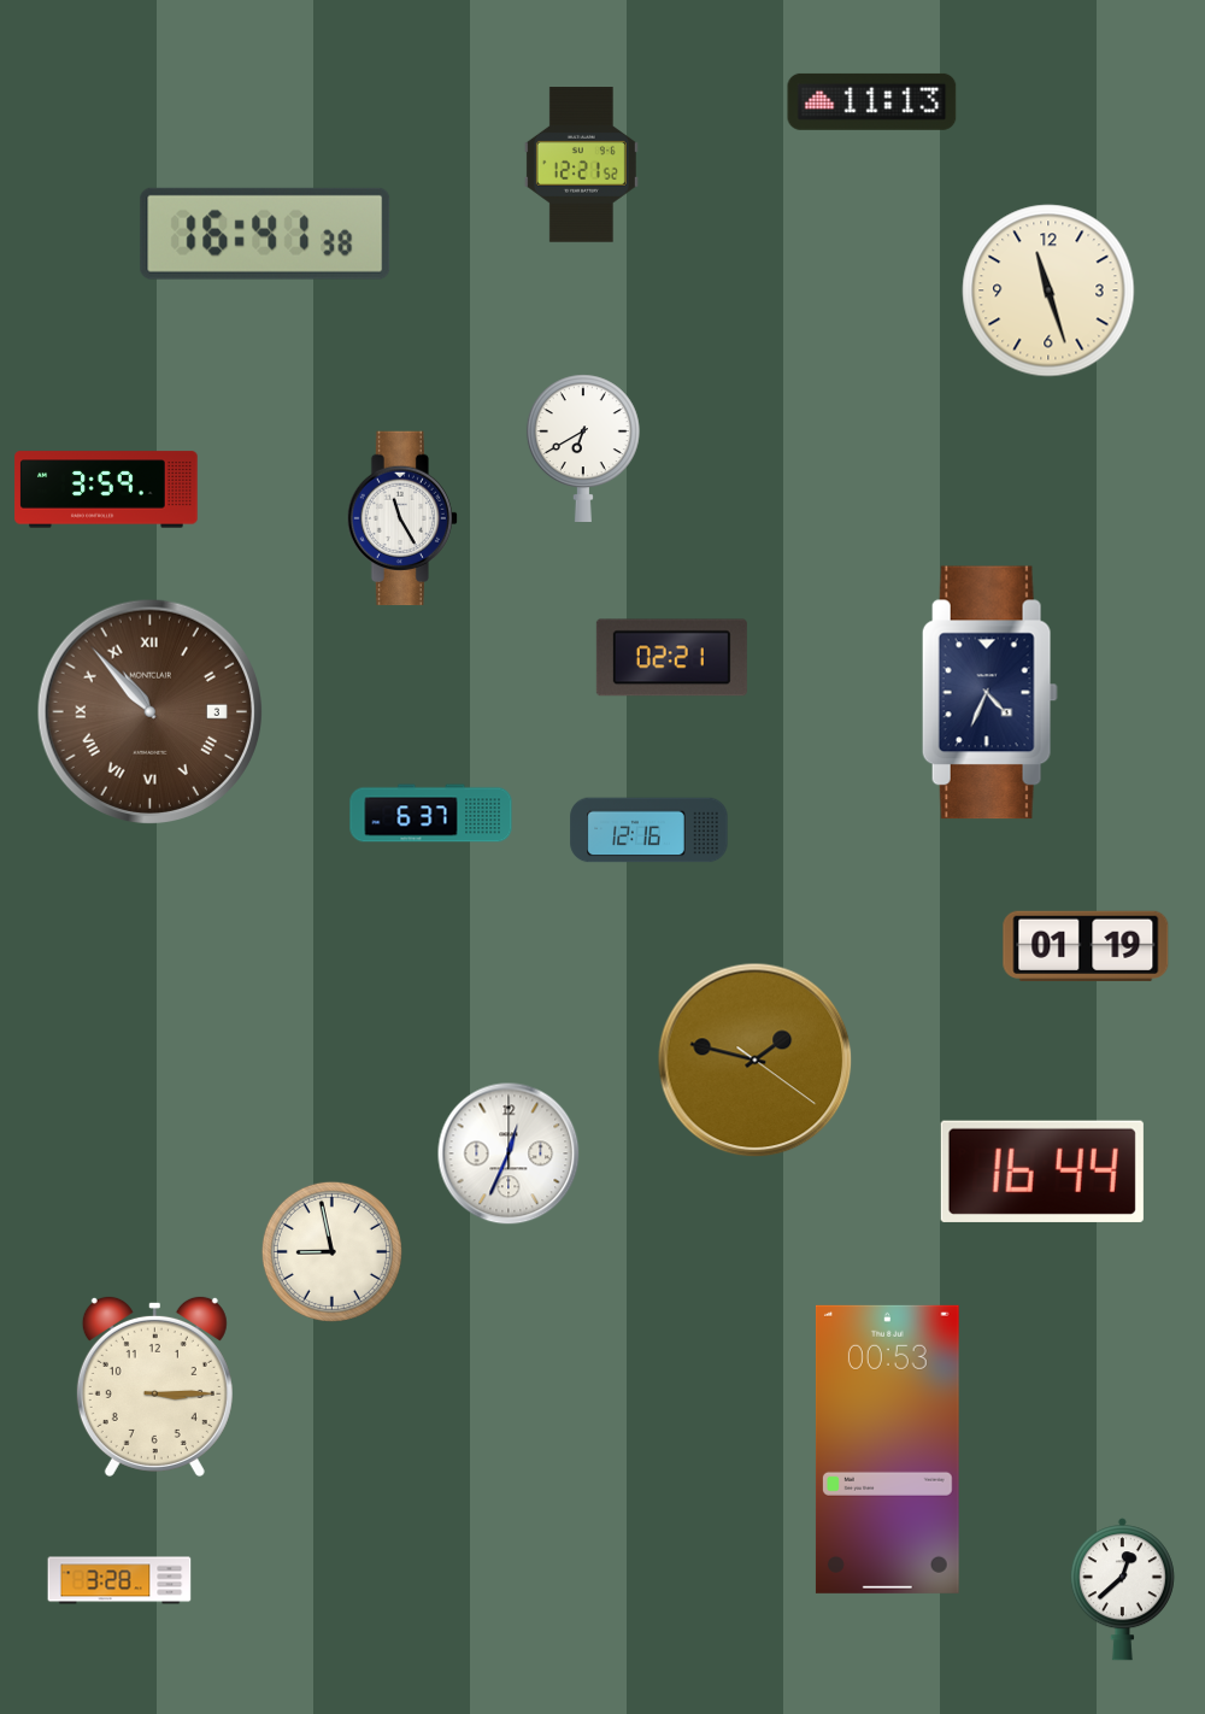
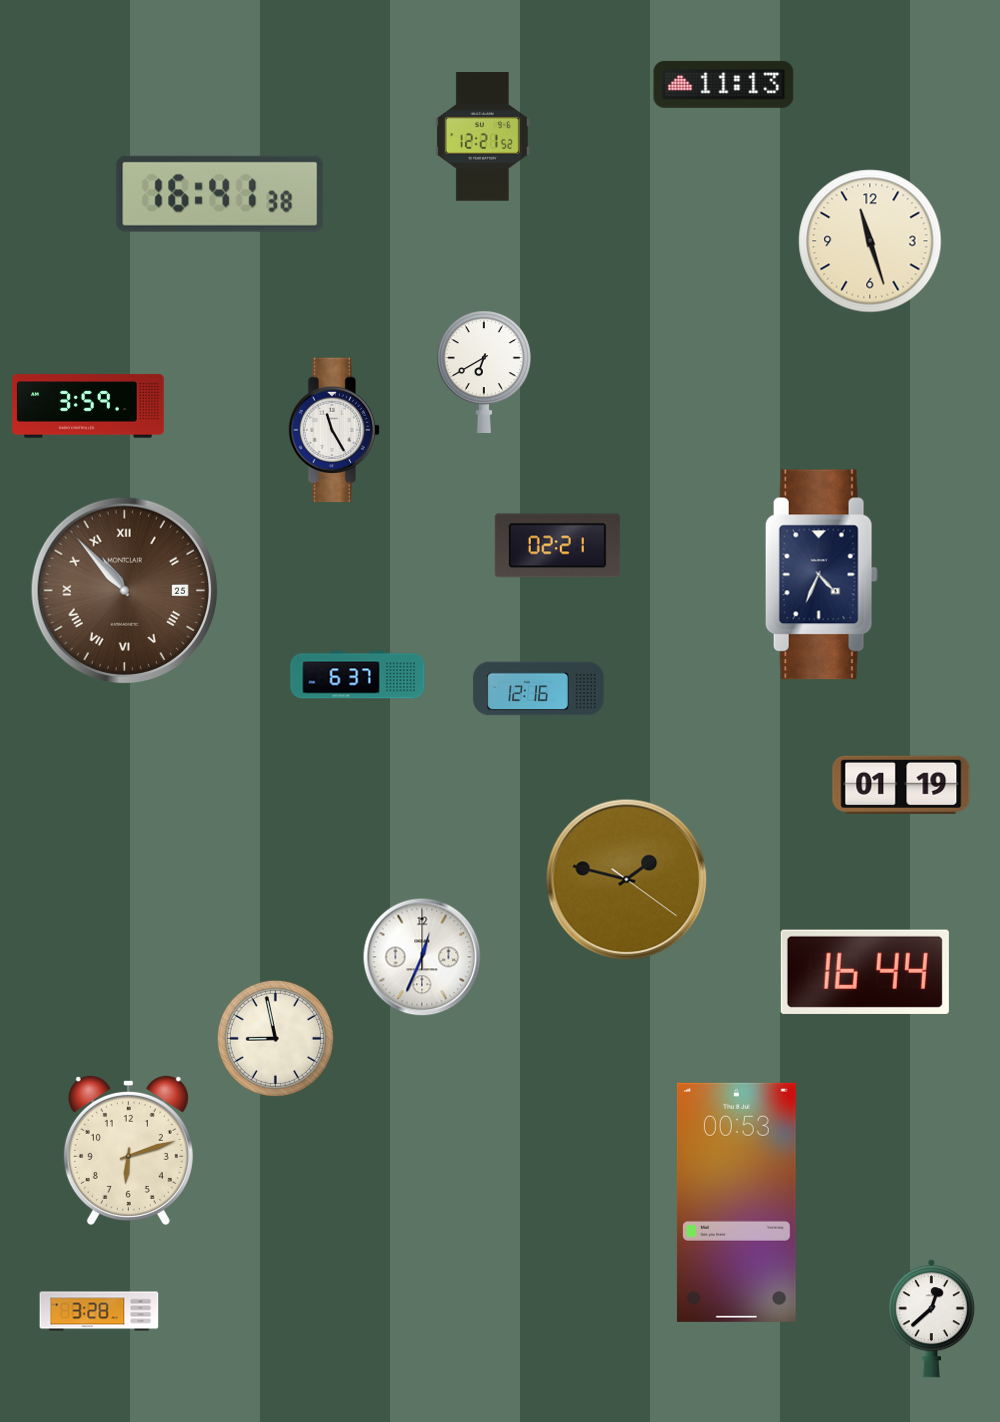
clock at (149, 711) date: 3 -> 25
clock at (154, 1386): 3:15 -> 6:12
